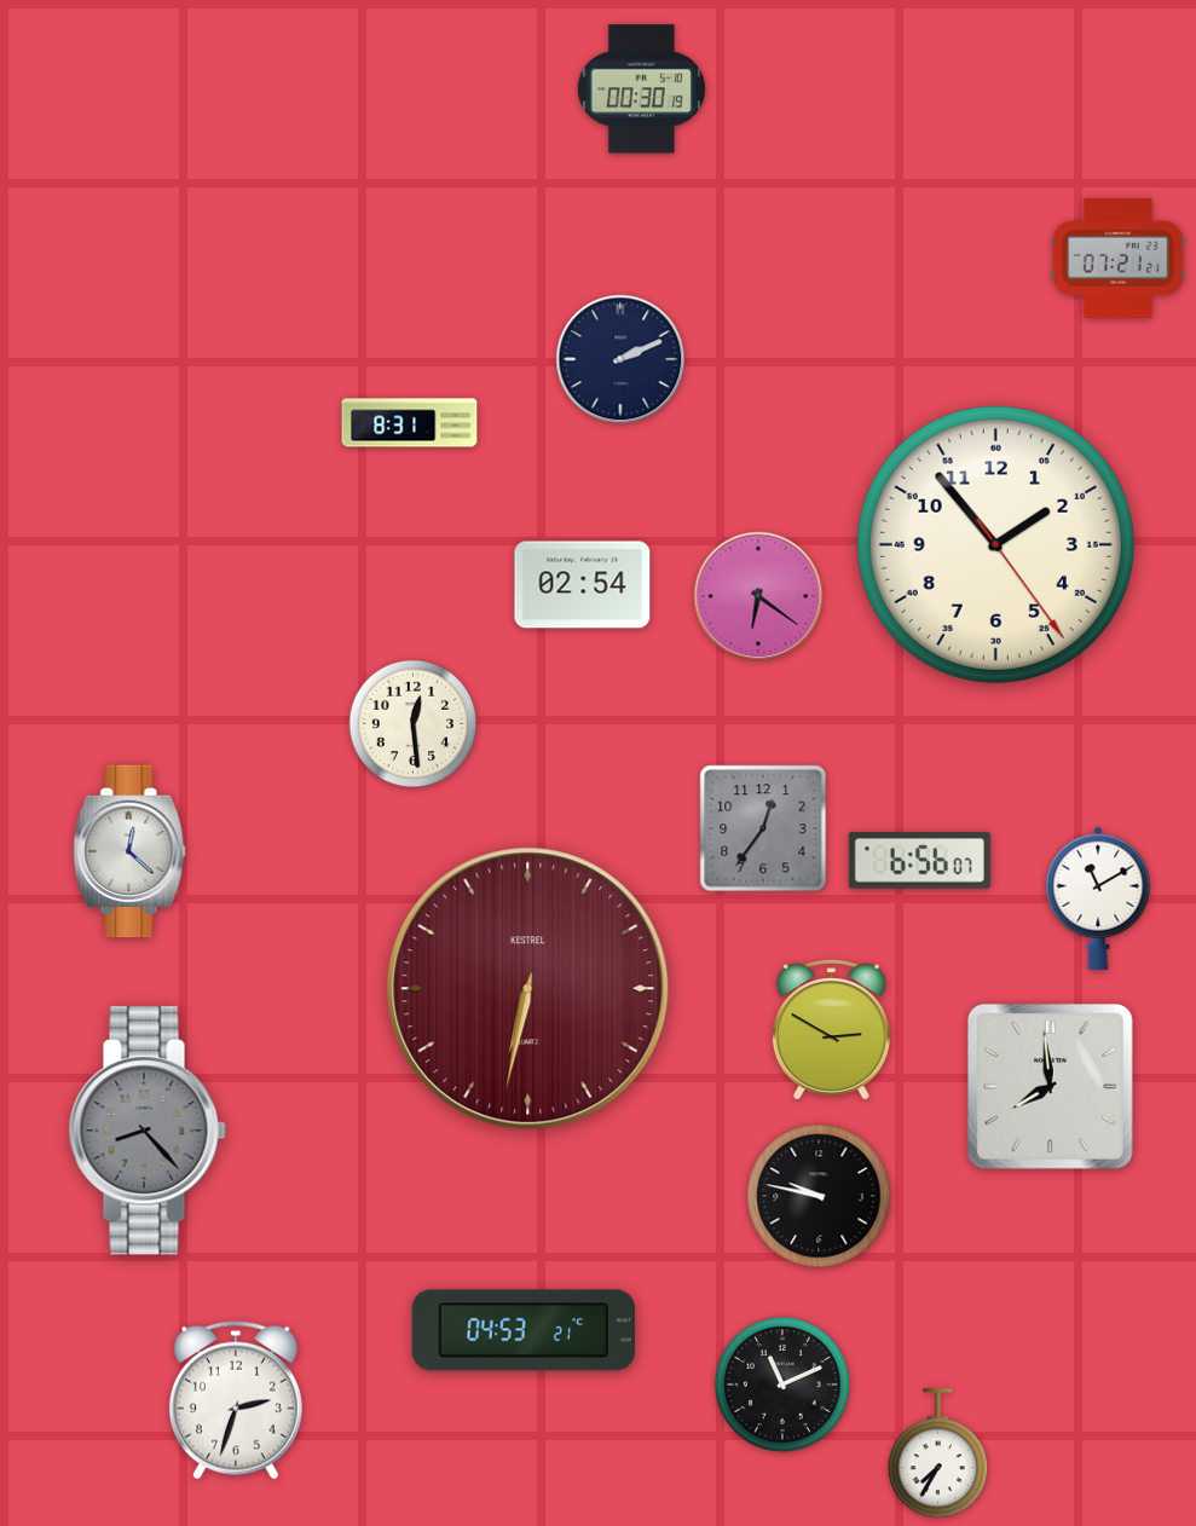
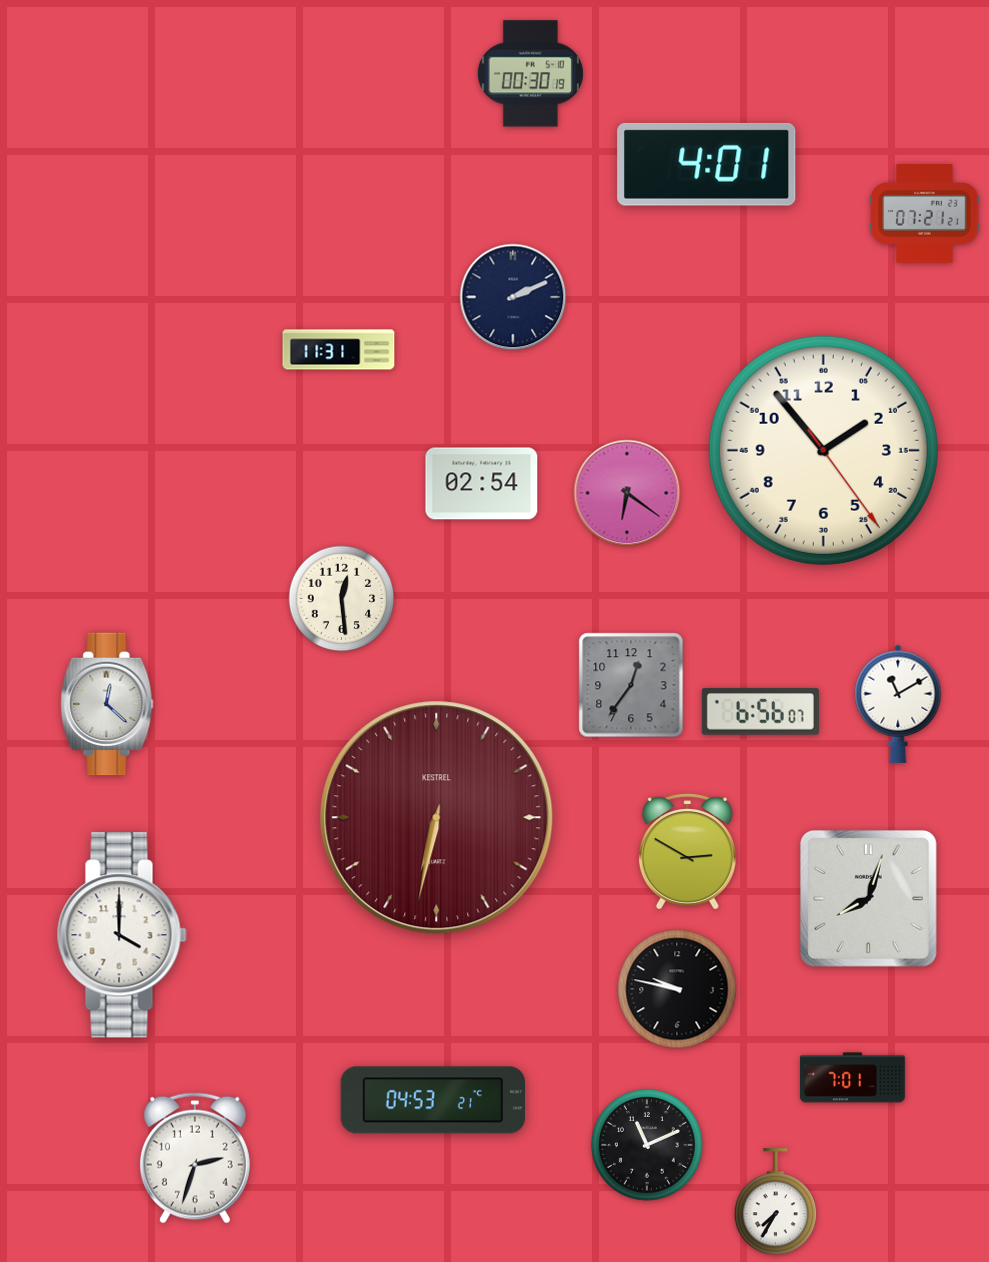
clock at (707, 164): none -> 4:01
clock at (410, 423): 8:31 -> 11:31
clock at (1098, 898) position: (1098, 898) -> (898, 704)
clock at (1050, 1086): 7:59 -> 8:03
clock at (148, 1131): 8:23 -> 4:00
clock at (148, 1131) dial: grey -> white
clock at (852, 1078): none -> 7:01
